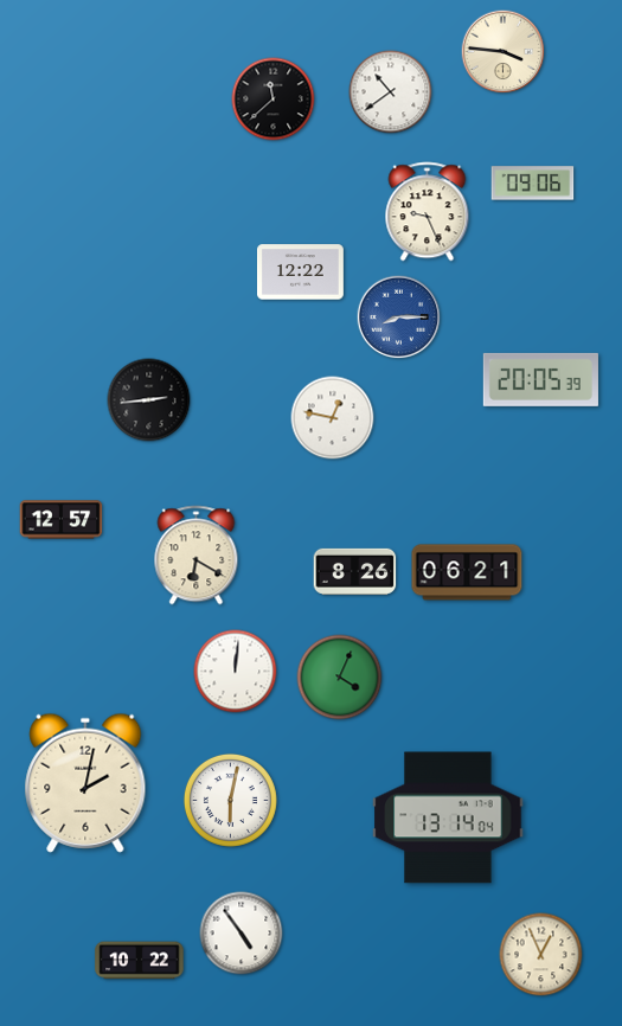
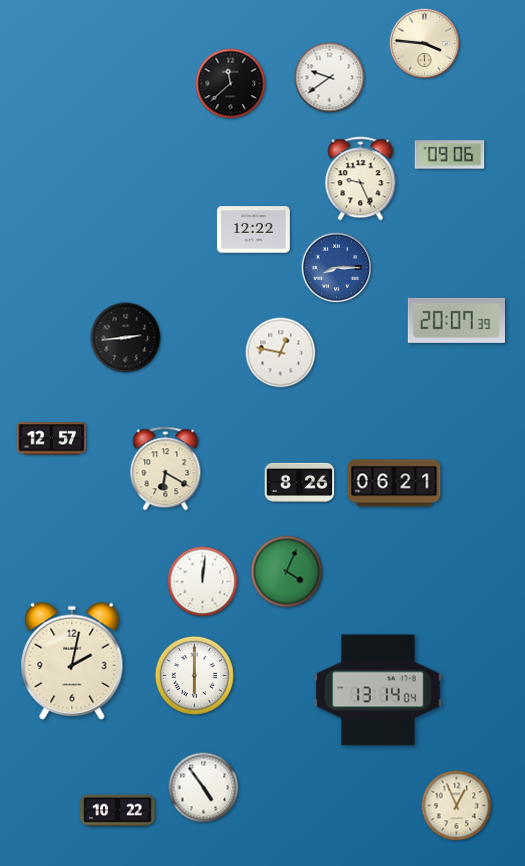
clock at (391, 92): 10:39 -> 9:39
clock at (540, 379): 20:05 -> 20:07
clock at (236, 672) position: (236, 672) -> (203, 582)
clock at (230, 800): 6:02 -> 6:00
